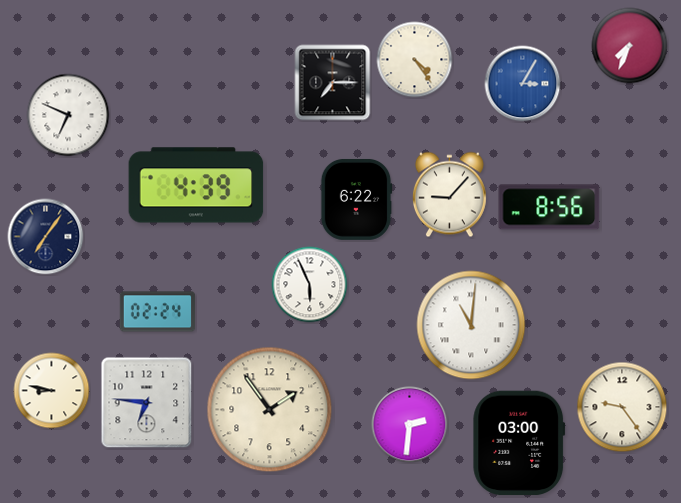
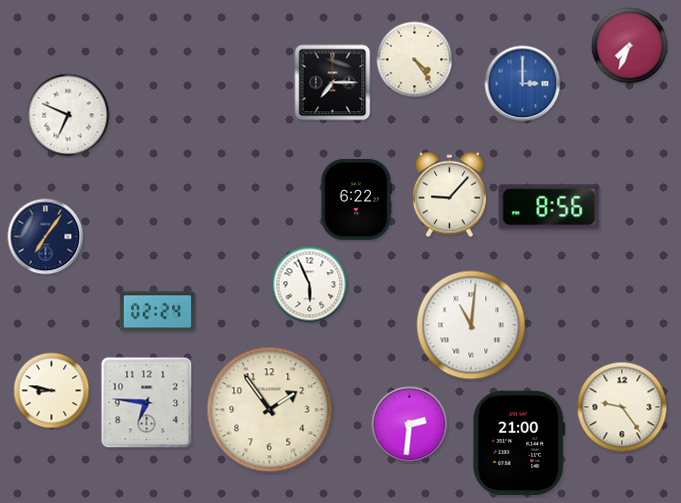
clock at (523, 84): 3:05 -> 3:00
clock at (196, 185): 4:39 -> none
clock at (519, 443): 03:00 -> 21:00
